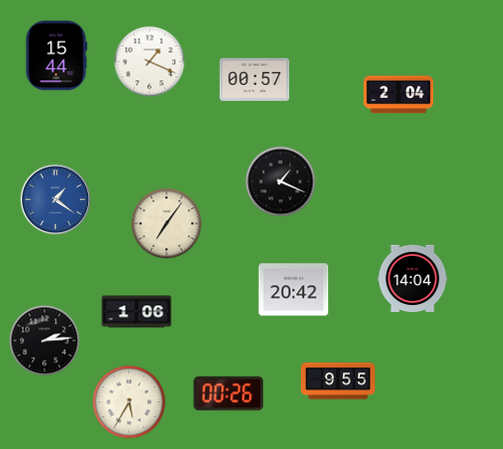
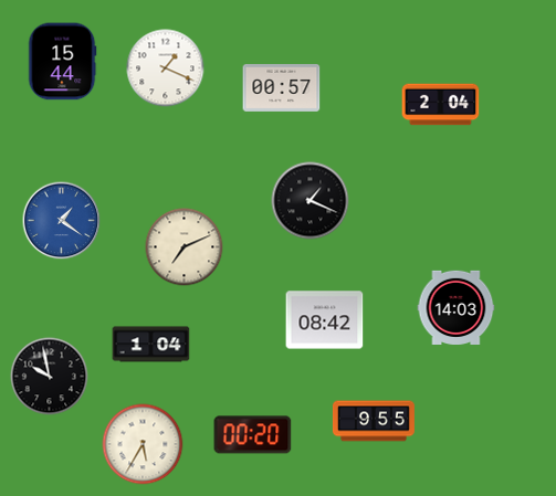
clock at (167, 224): 7:06 -> 7:11
clock at (413, 279): 14:04 -> 14:03
clock at (294, 290): 20:42 -> 08:42
clock at (137, 312): 1:06 -> 1:04
clock at (45, 341): 2:14 -> 9:58
clock at (229, 394): 00:26 -> 00:20
